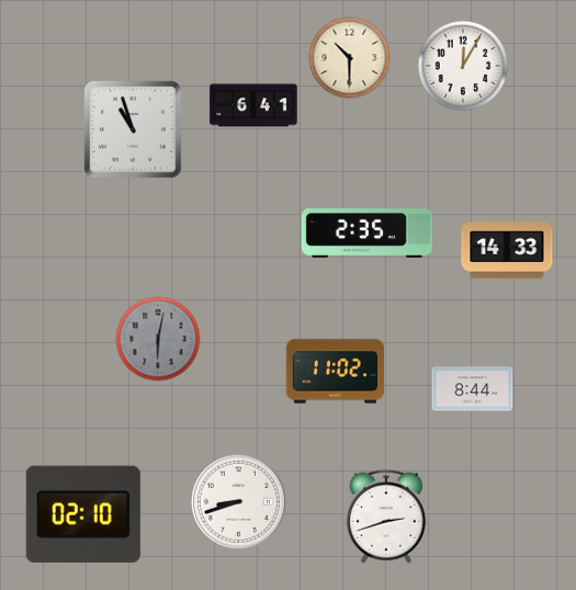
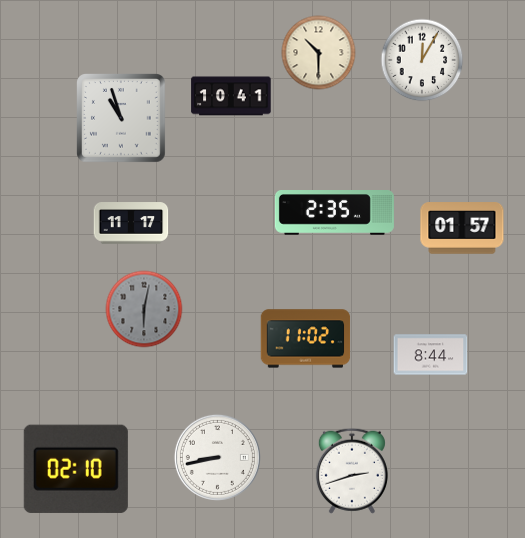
clock at (253, 105): 6:41 -> 10:41
clock at (131, 223): none -> 11:17
clock at (507, 250): 14:33 -> 01:57
clock at (238, 501): 8:42 -> 8:43
